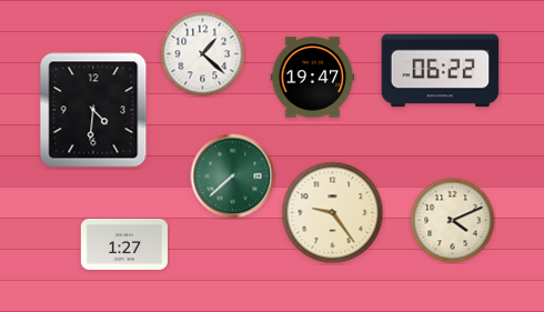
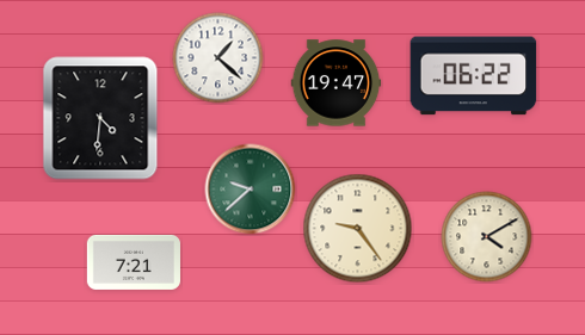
clock at (233, 177): 7:38 -> 9:38
clock at (453, 221): 4:11 -> 4:10
clock at (123, 244): 1:27 -> 7:21
